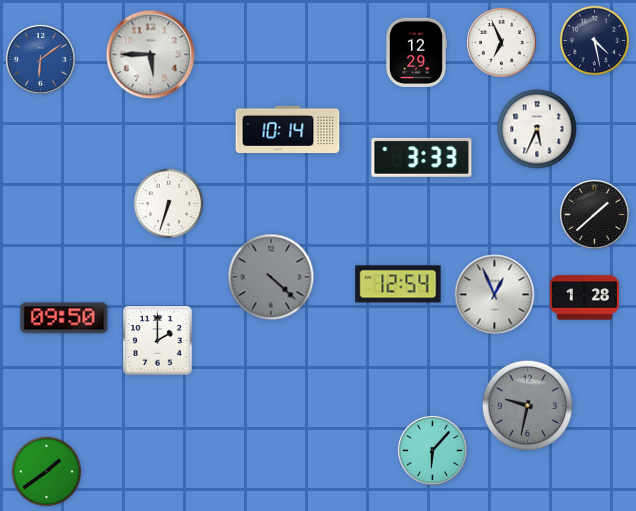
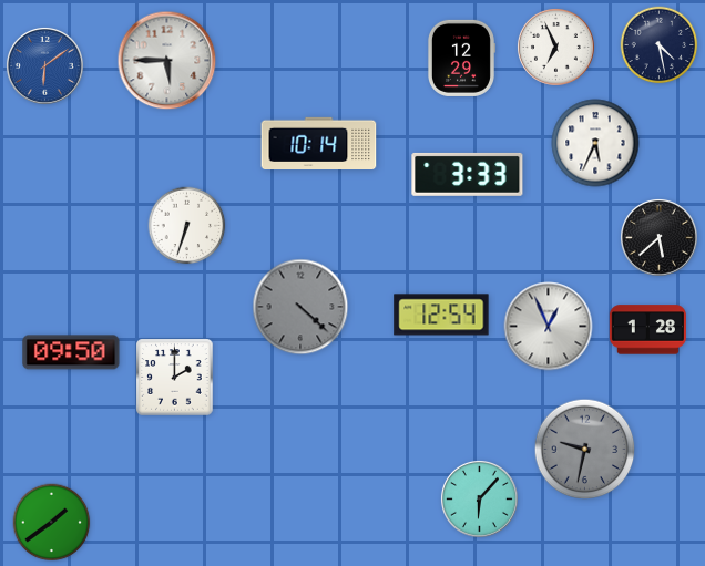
clock at (594, 214): 1:38 -> 5:38
